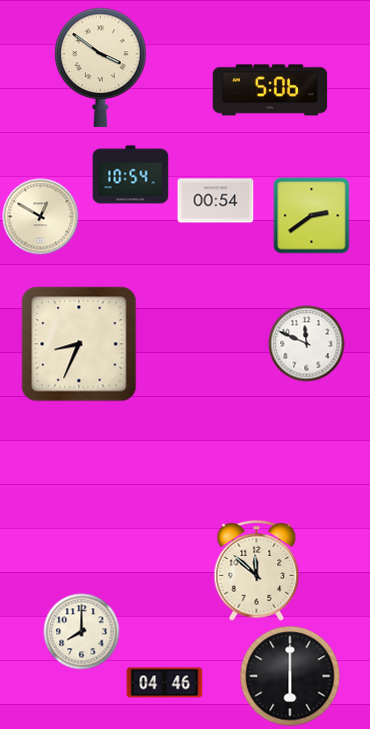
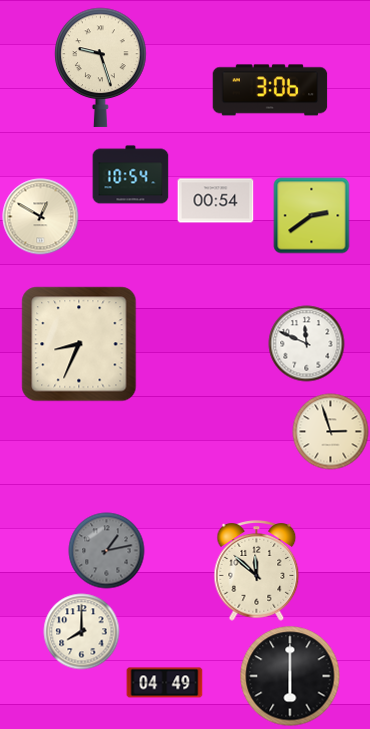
clock at (101, 67): 3:51 -> 9:27
clock at (270, 90): 5:06 -> 3:06
clock at (331, 432): none -> 2:57
clock at (107, 551): none -> 1:13
clock at (165, 683): 04:46 -> 04:49
